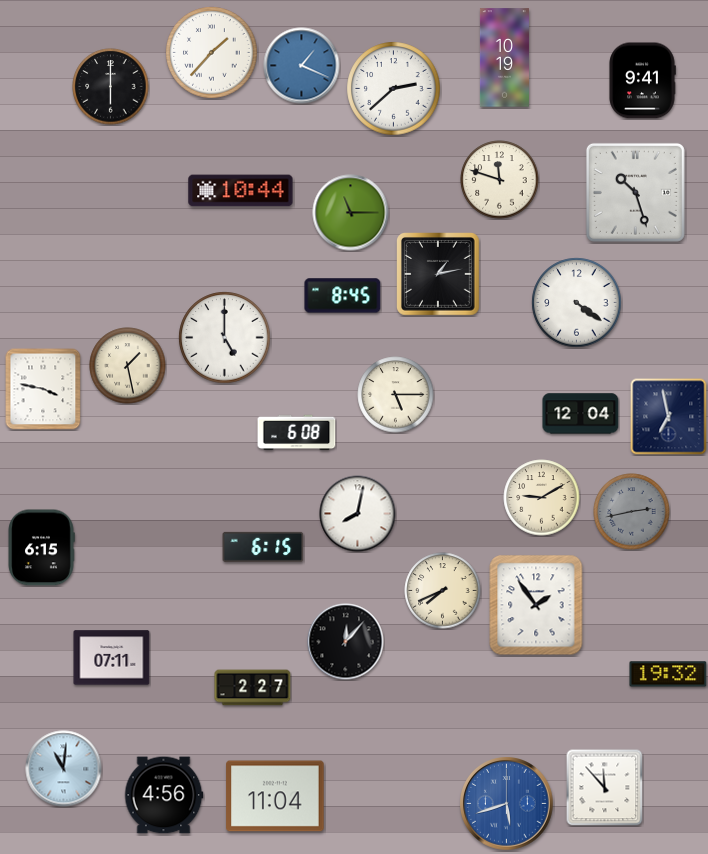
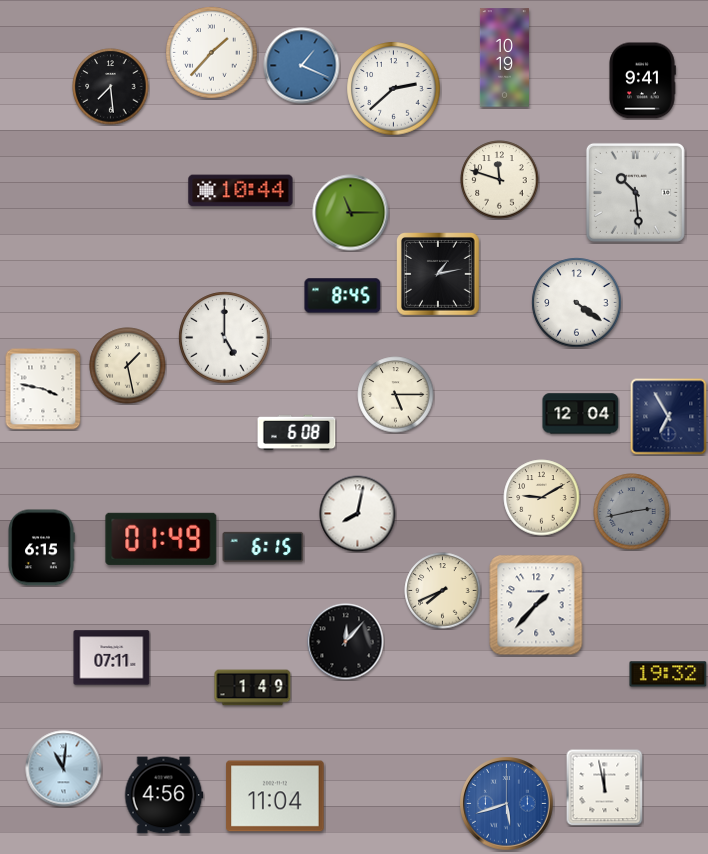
clock at (111, 87): 6:00 -> 7:29
clock at (635, 192): 10:27 -> 10:29
clock at (669, 417): 6:58 -> 6:55
clock at (161, 539): none -> 01:49
clock at (536, 605): 1:54 -> 1:37
clock at (253, 688): 2:27 -> 1:49
clock at (604, 787): 11:53 -> 11:58
